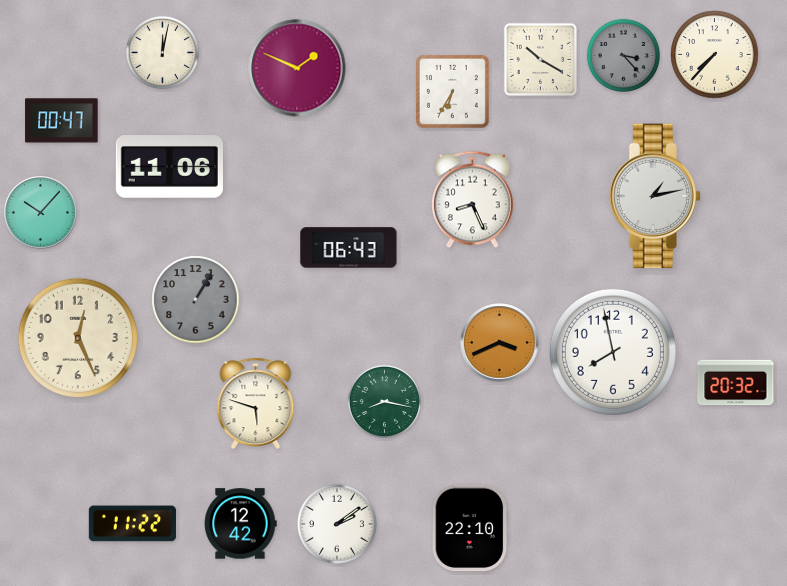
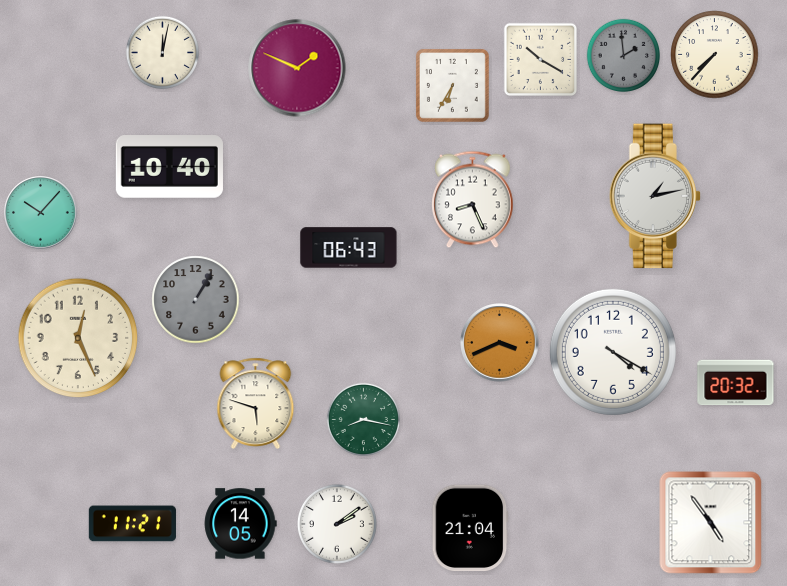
clock at (623, 55): 3:23 -> 1:59
clock at (452, 91) position: (452, 91) -> (452, 85)
clock at (62, 121): 00:47 -> none
clock at (169, 167): 11:06 -> 10:40
clock at (613, 352): 7:58 -> 4:20
clock at (384, 401) position: (384, 401) -> (363, 419)
clock at (711, 523): none -> 4:54
clock at (132, 524): 11:22 -> 11:21
clock at (240, 524): 12:42 -> 14:05
clock at (470, 528): 22:10 -> 21:04
